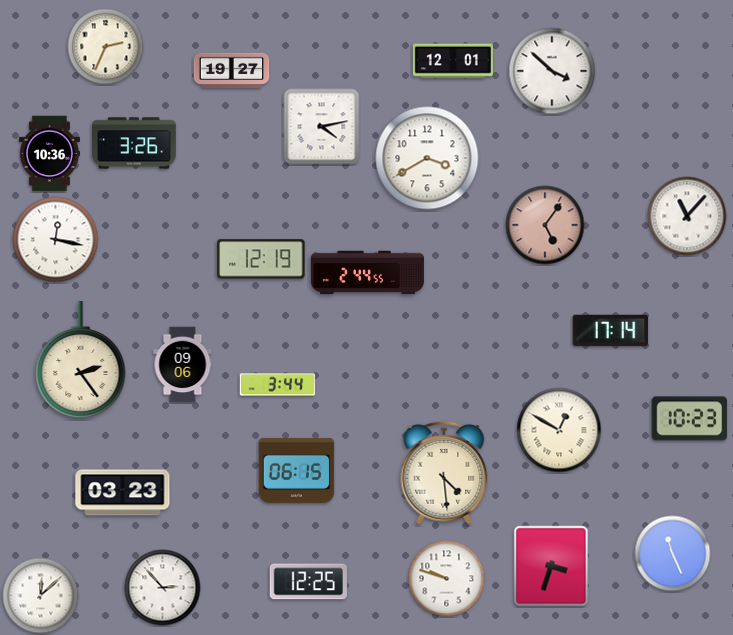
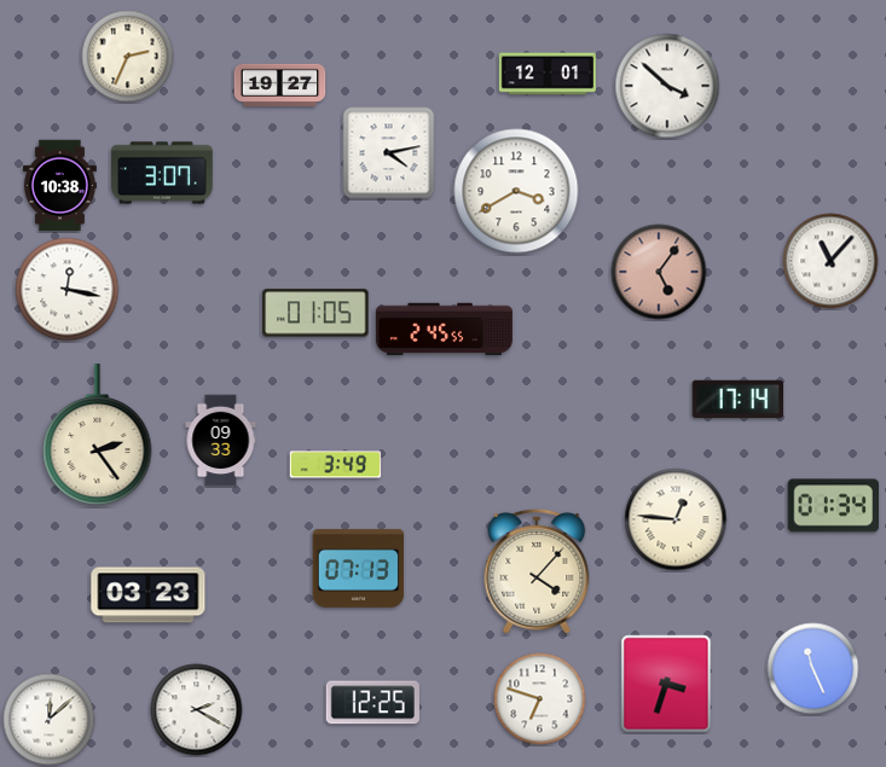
clock at (135, 143): 3:26 -> 3:07
clock at (49, 154): 10:36 -> 10:38
clock at (261, 259): 12:19 -> 01:05
clock at (367, 273): 2:44 -> 2:45
clock at (183, 365): 09:06 -> 09:33
clock at (278, 385): 3:44 -> 3:49
clock at (690, 419): 10:23 -> 01:34
clock at (559, 430): 12:50 -> 12:46
clock at (297, 470): 06:15 -> 07:13
clock at (444, 473): 4:29 -> 4:07
clock at (447, 579): 9:48 -> 6:48
clock at (163, 588): 2:53 -> 2:20
